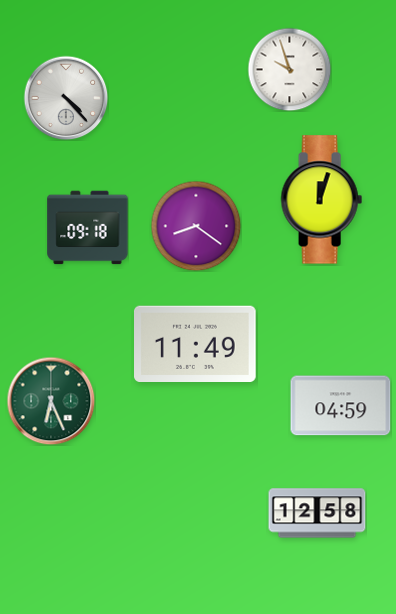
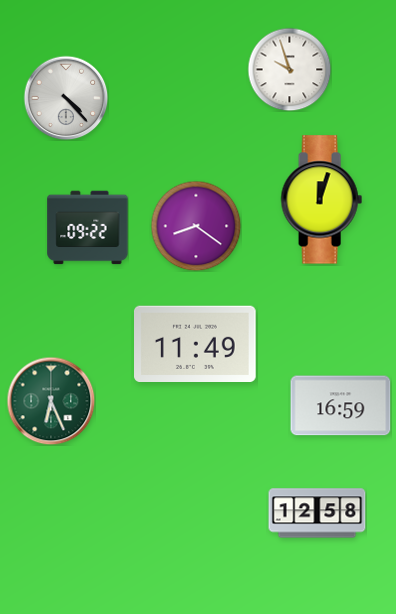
clock at (88, 228): 09:18 -> 09:22
clock at (341, 406): 04:59 -> 16:59
